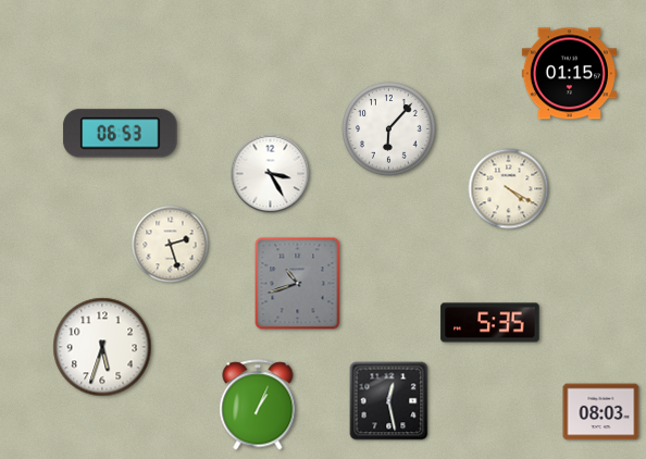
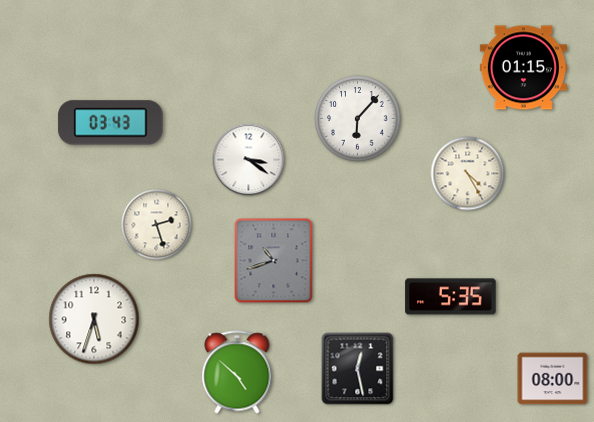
clock at (121, 134): 06:53 -> 03:43
clock at (271, 174): 3:25 -> 3:21
clock at (509, 189): 4:20 -> 4:25
clock at (258, 405): 1:04 -> 4:52
clock at (601, 412): 08:03 -> 08:00
